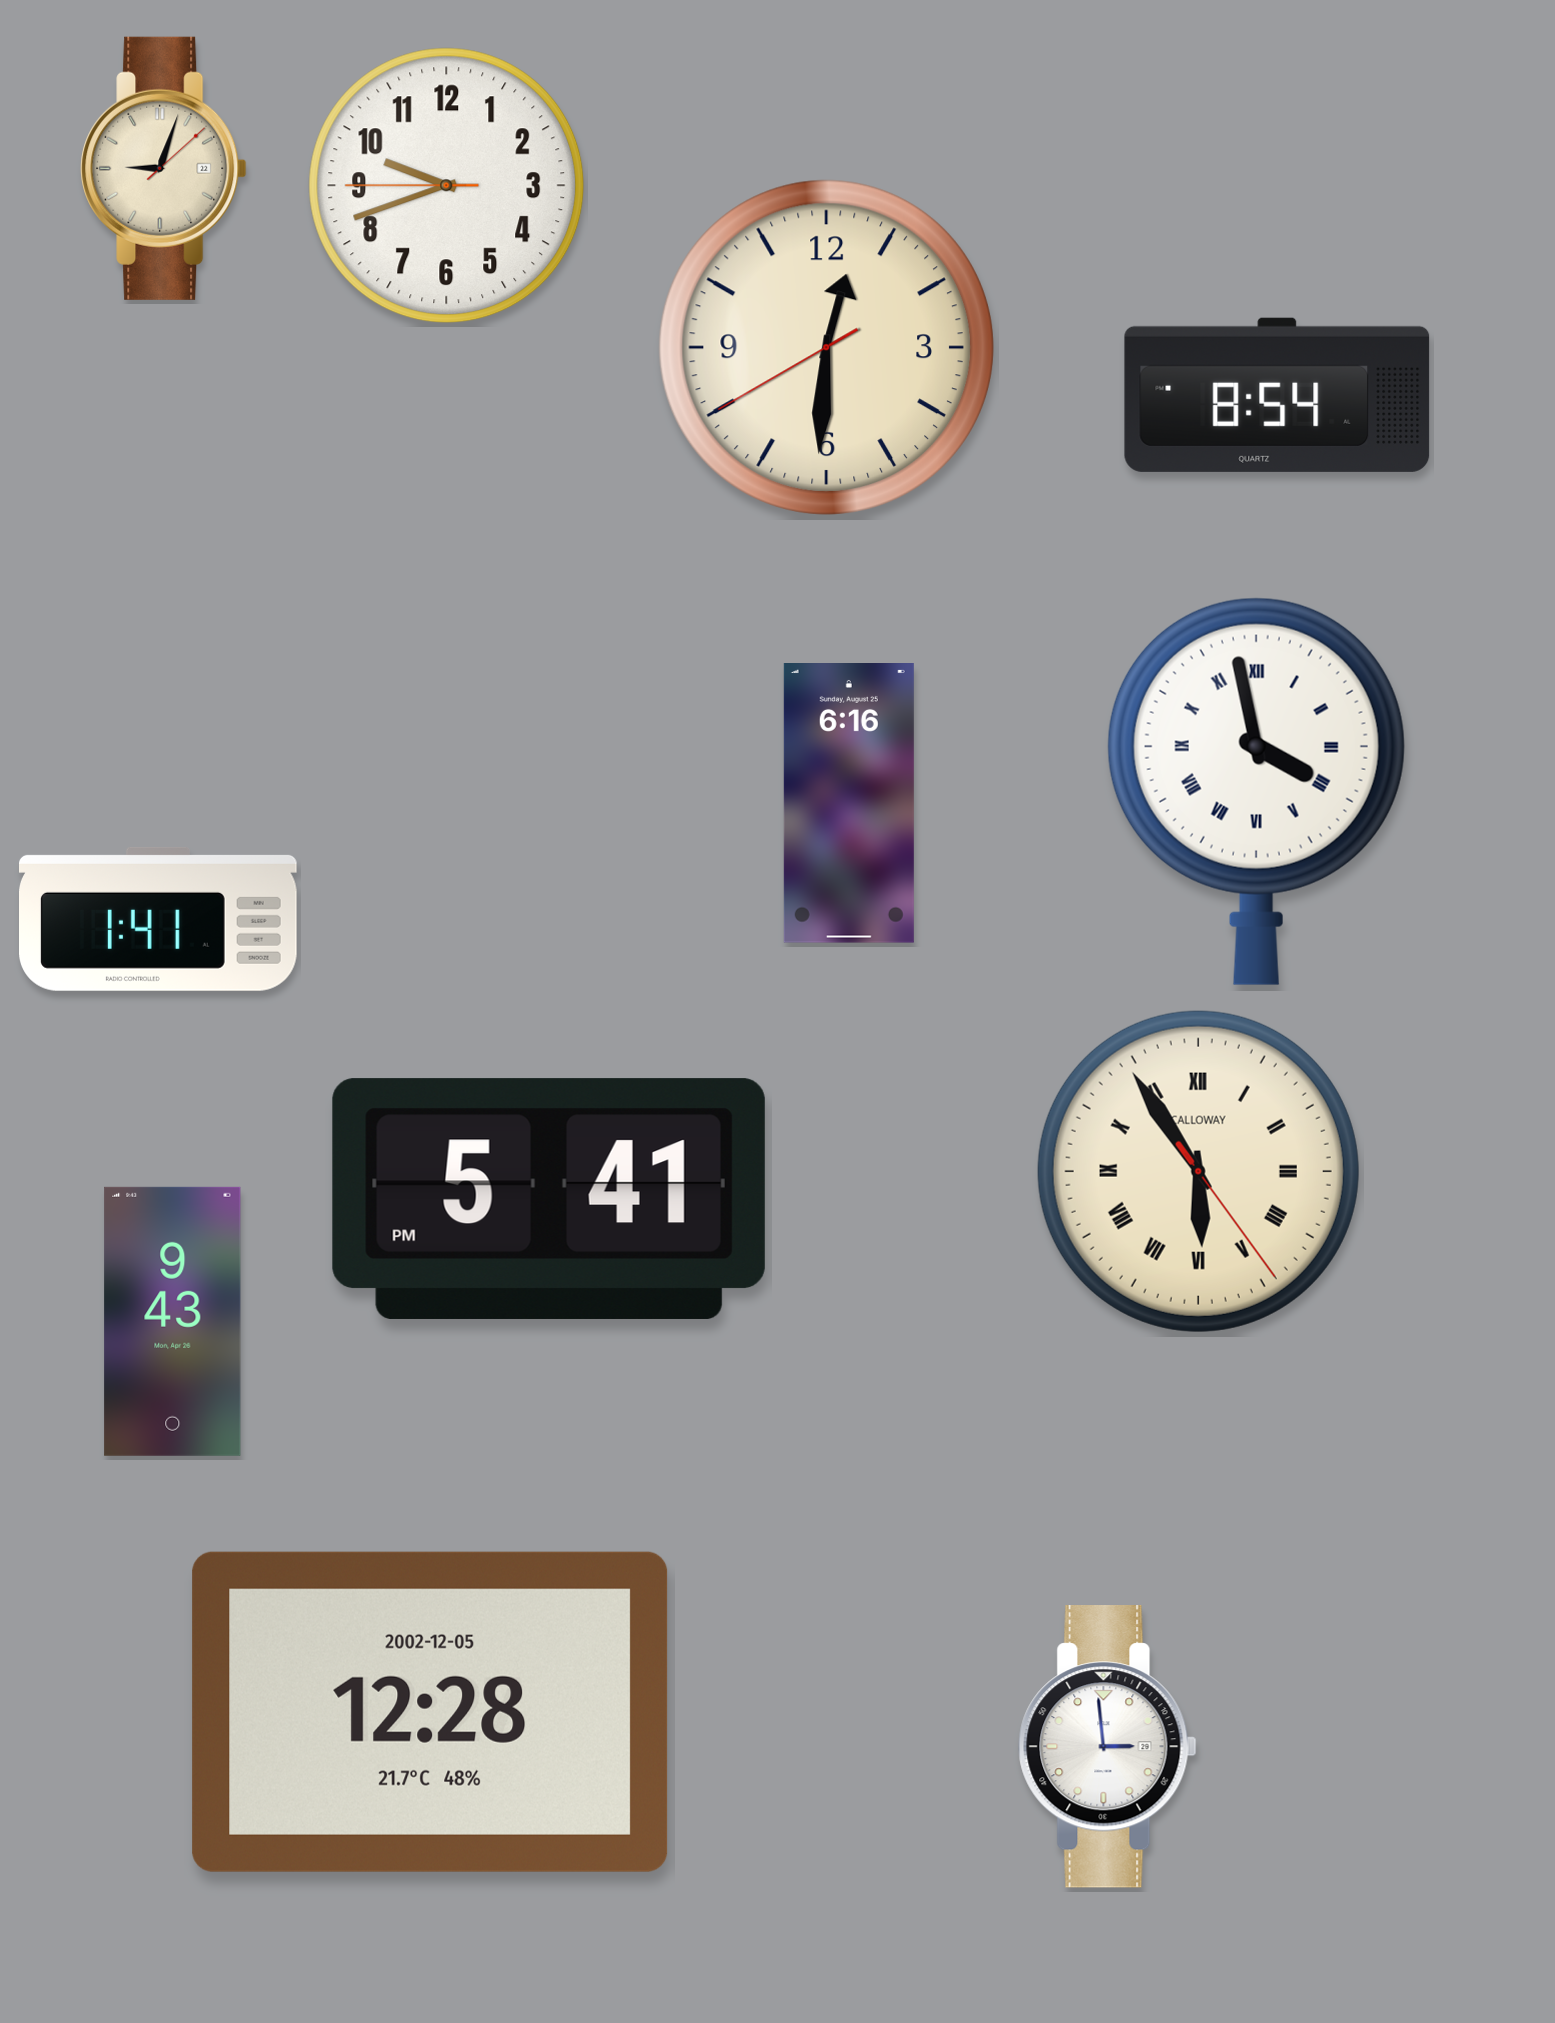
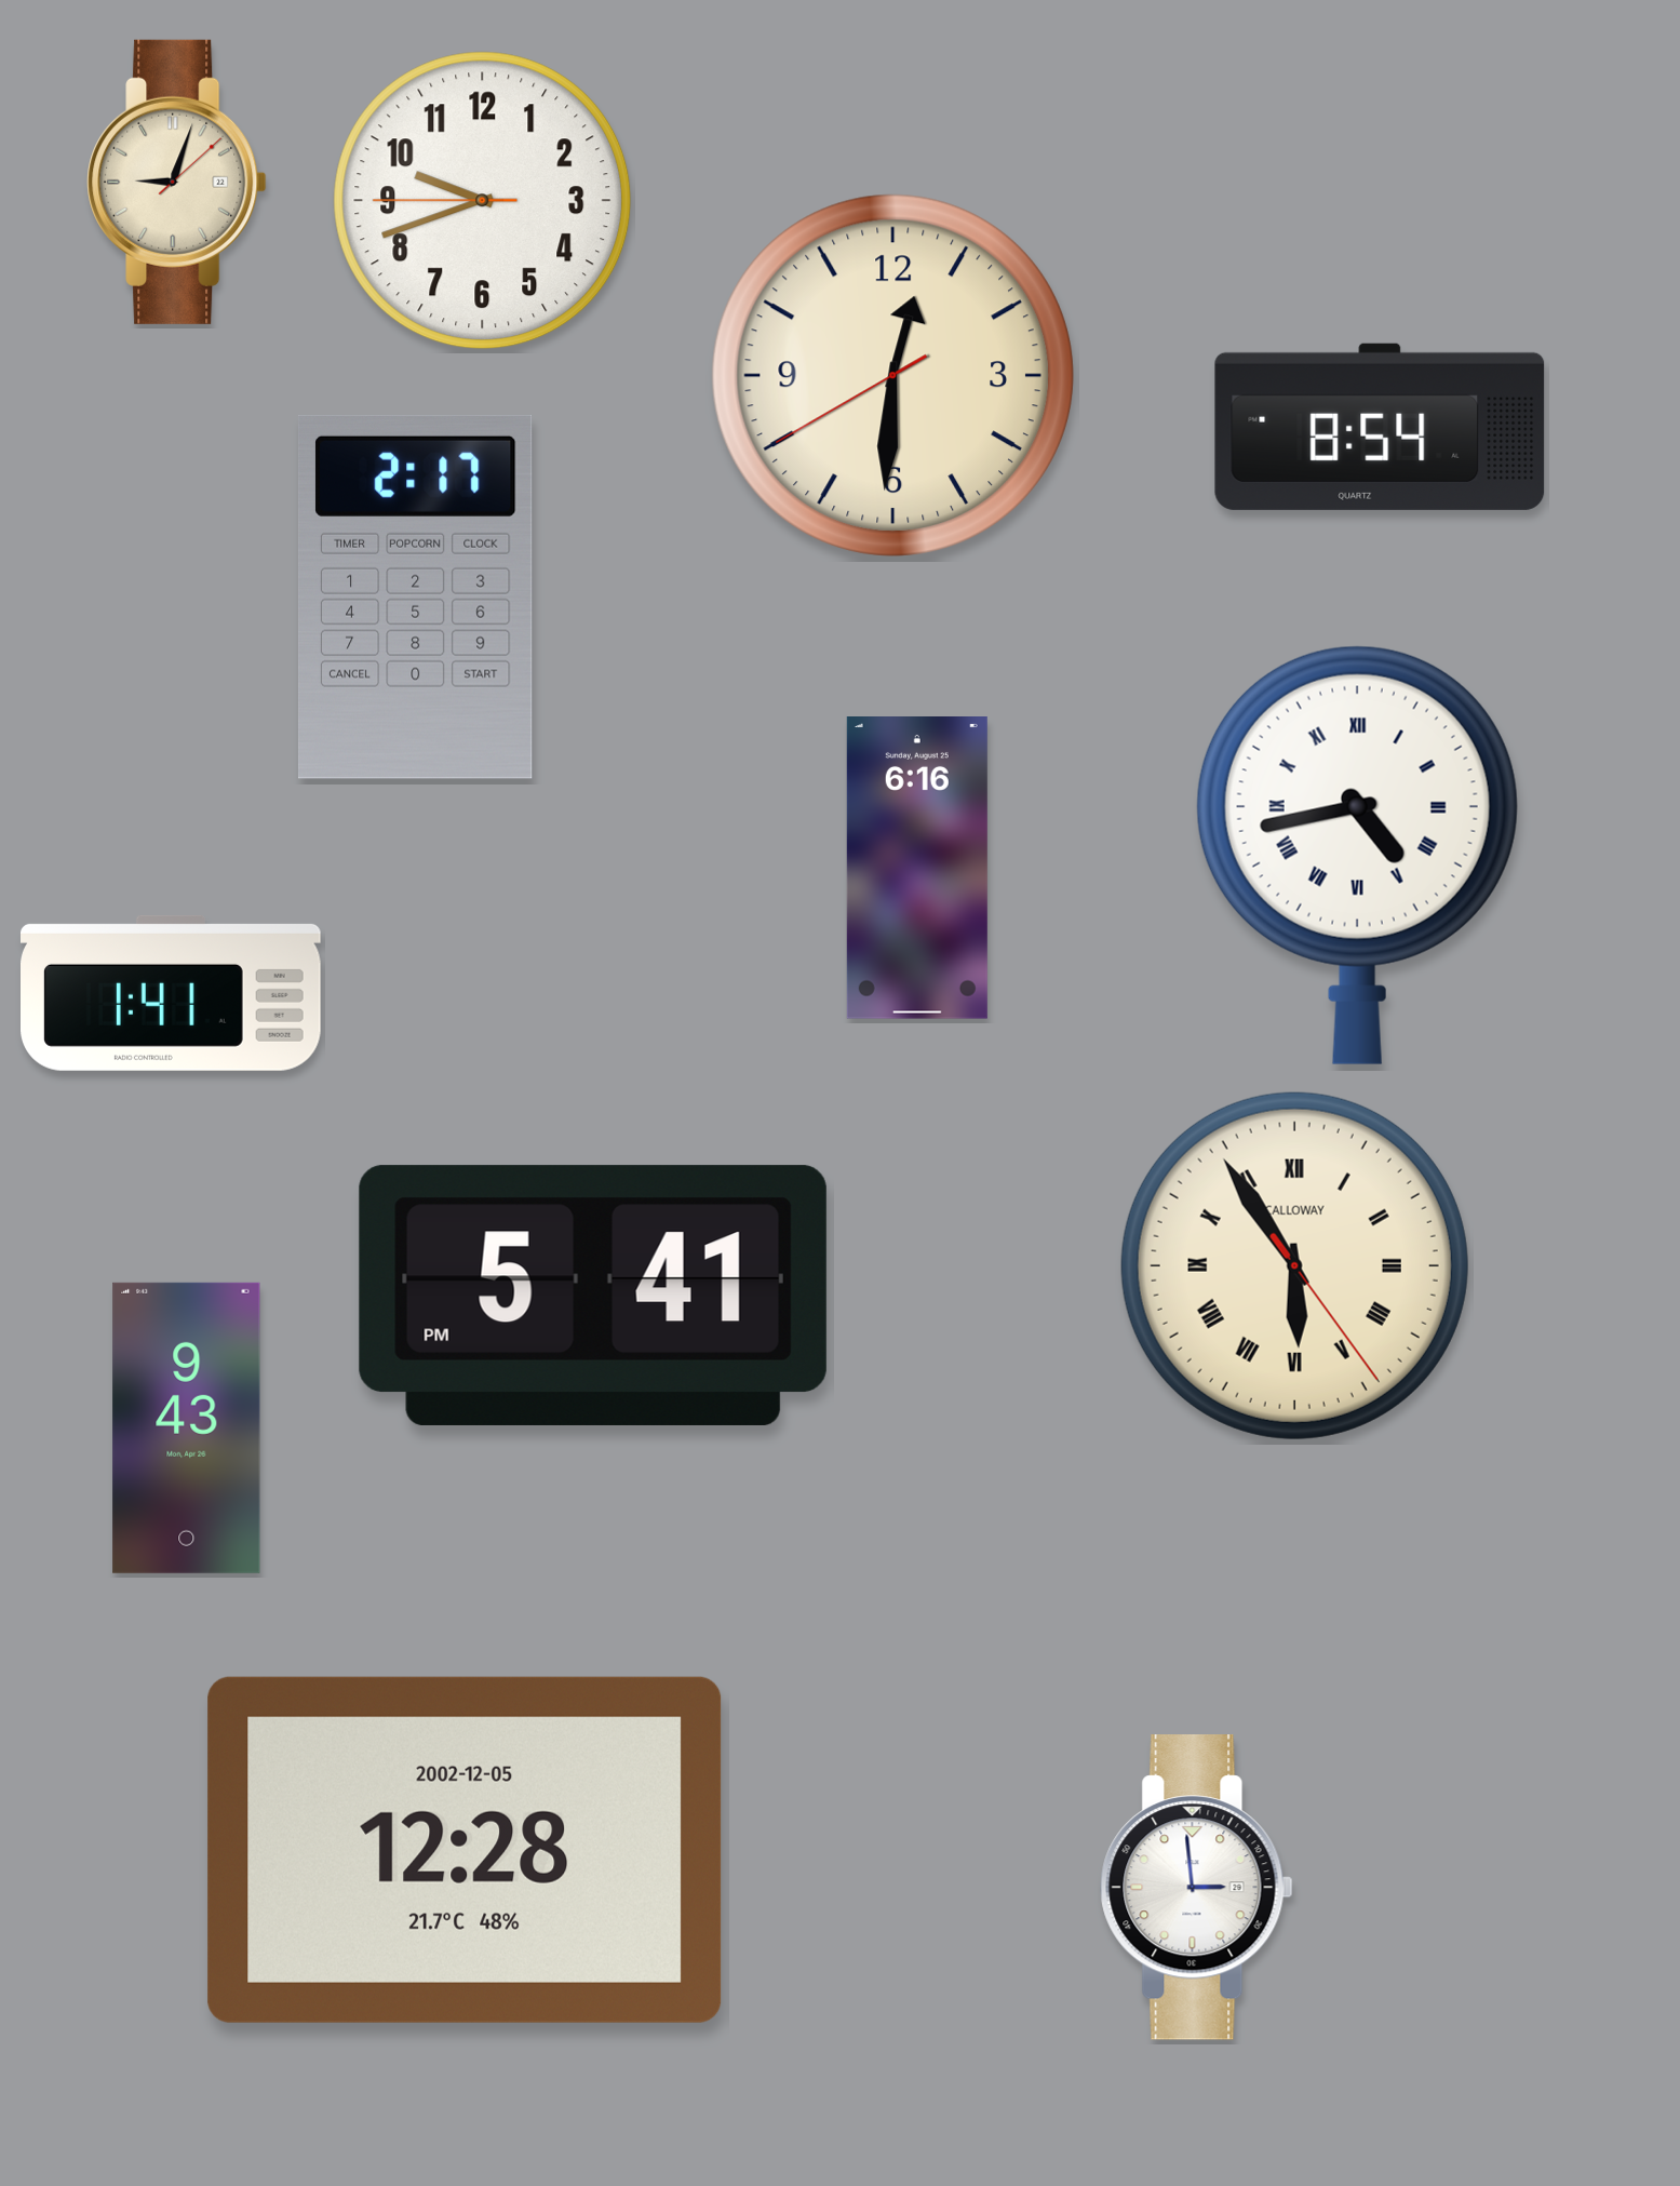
clock at (415, 596): none -> 2:17
clock at (1256, 791): 3:58 -> 4:43
